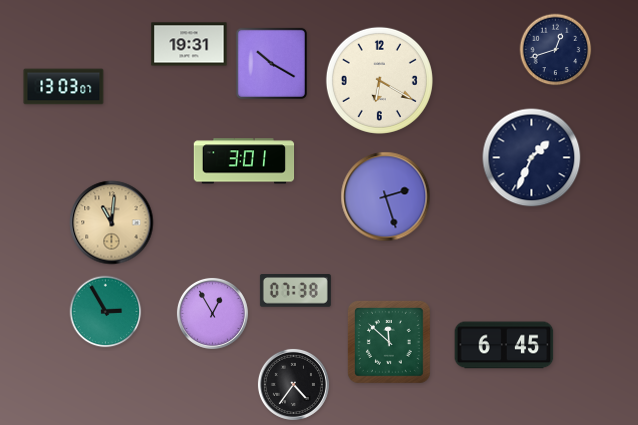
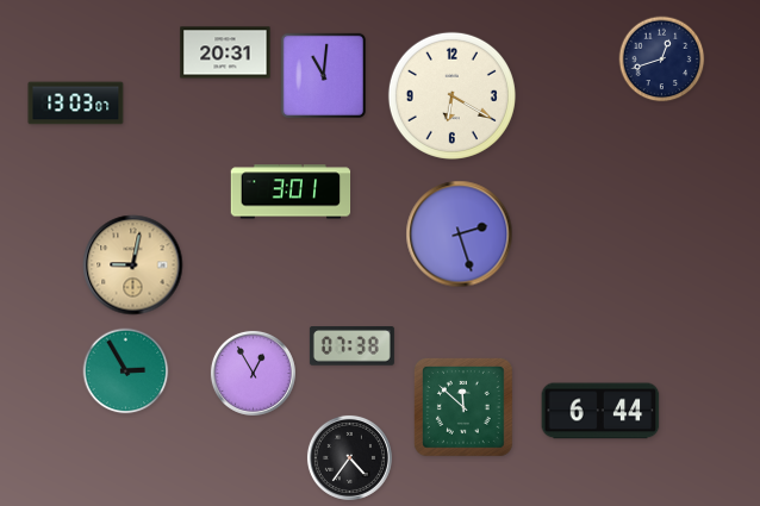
clock at (189, 44): 19:31 -> 20:31
clock at (271, 63): 10:20 -> 11:01
clock at (532, 158): 1:34 -> none
clock at (112, 223): 11:01 -> 9:02
clock at (504, 345): 6:45 -> 6:44
